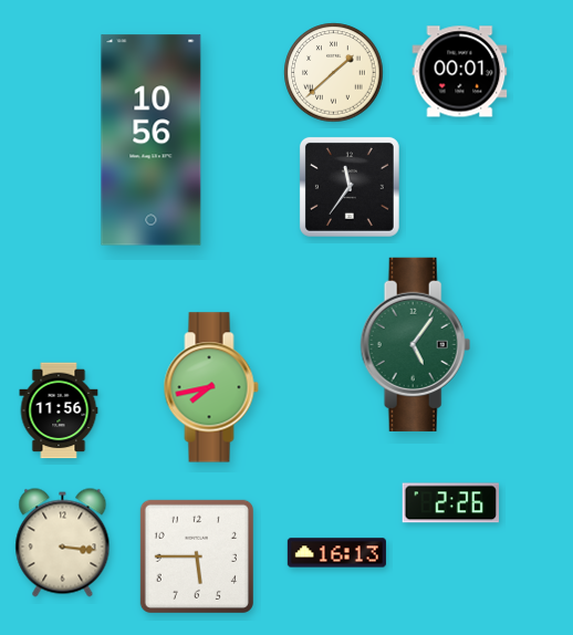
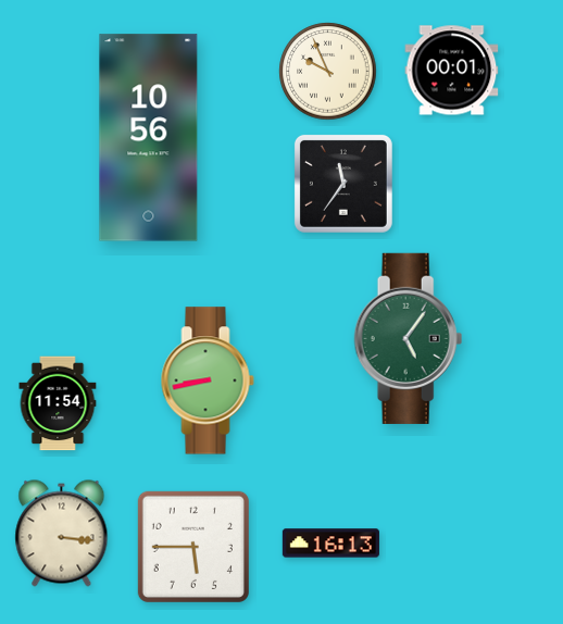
clock at (334, 73): 1:38 -> 9:56
clock at (211, 387): 7:43 -> 8:43
clock at (59, 410): 11:56 -> 11:54
clock at (451, 503): 2:26 -> none
